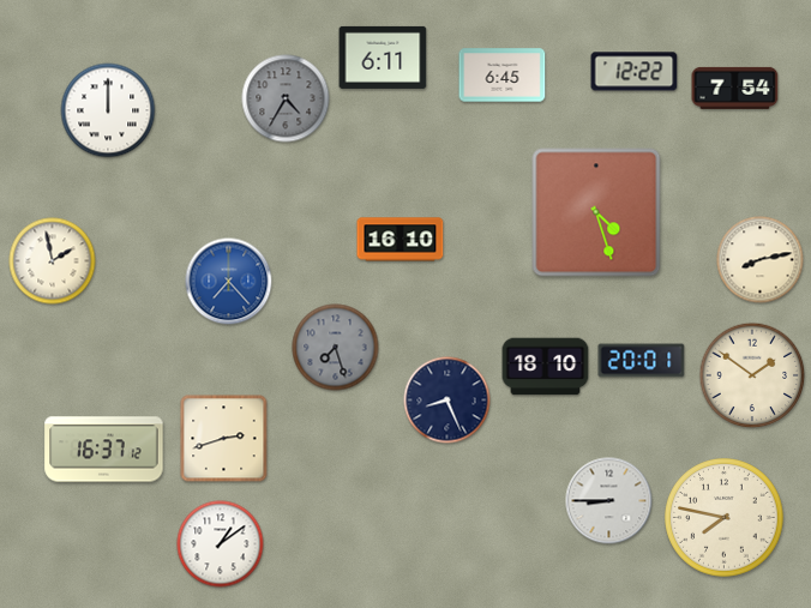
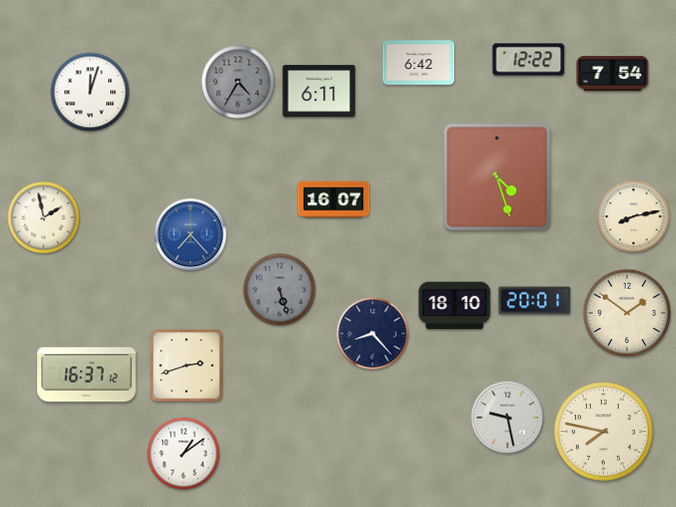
clock at (383, 58) position: (383, 58) -> (319, 91)
clock at (503, 76): 6:45 -> 6:42
clock at (108, 110): 12:00 -> 12:03
clock at (401, 240): 16:10 -> 16:07
clock at (336, 348): 7:27 -> 5:27
clock at (447, 401): 8:26 -> 8:23
clock at (609, 501): 8:45 -> 9:28
